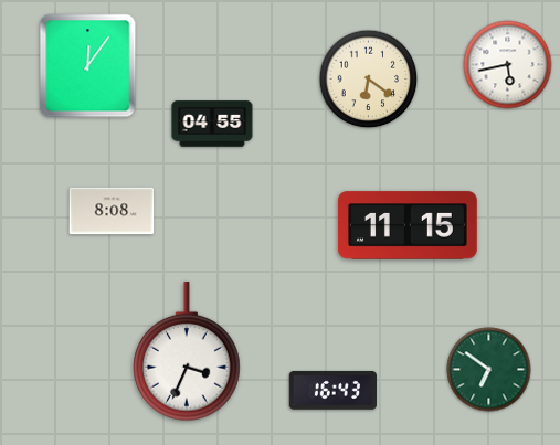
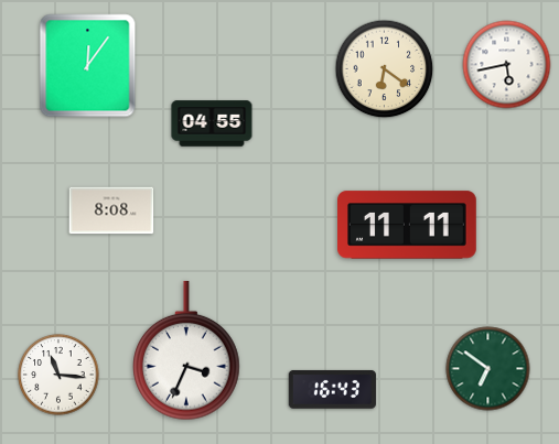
clock at (369, 80) position: (369, 80) -> (385, 69)
clock at (409, 225): 11:15 -> 11:11
clock at (58, 375): none -> 11:16
